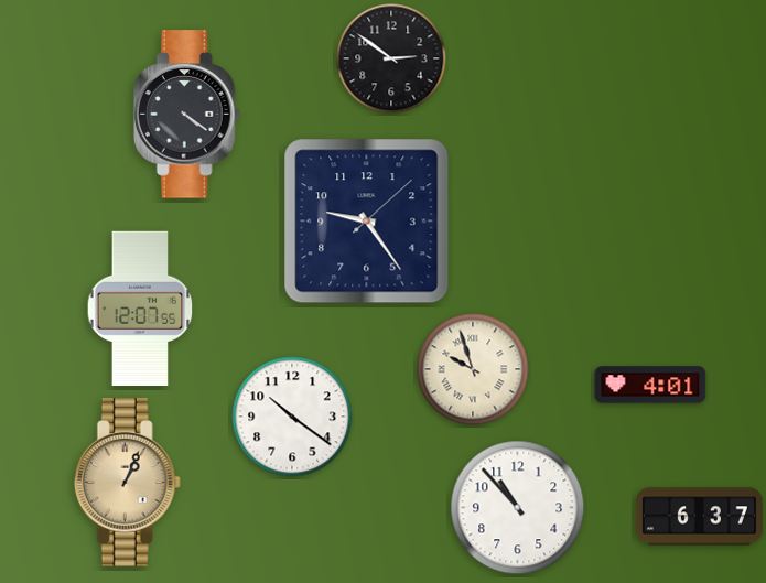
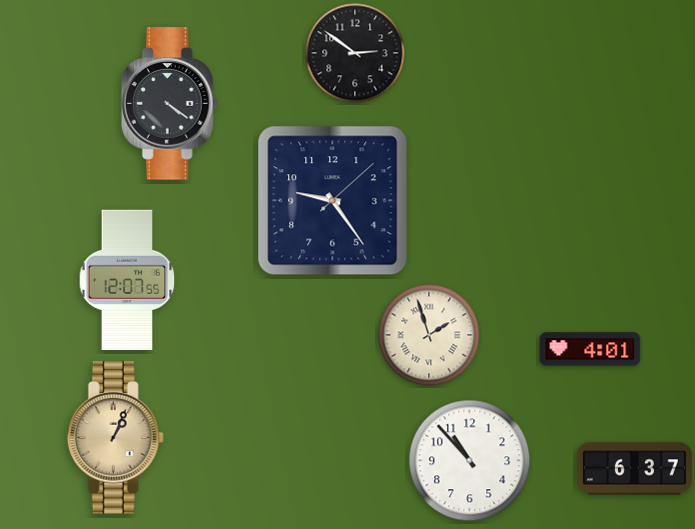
clock at (473, 369): 9:57 -> 1:57
clock at (292, 417): 10:21 -> none
